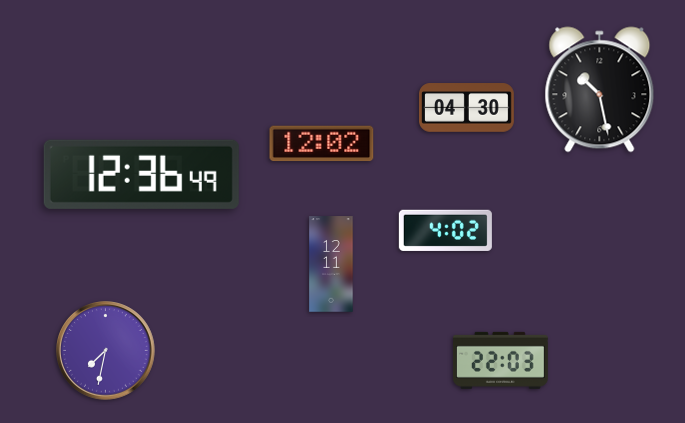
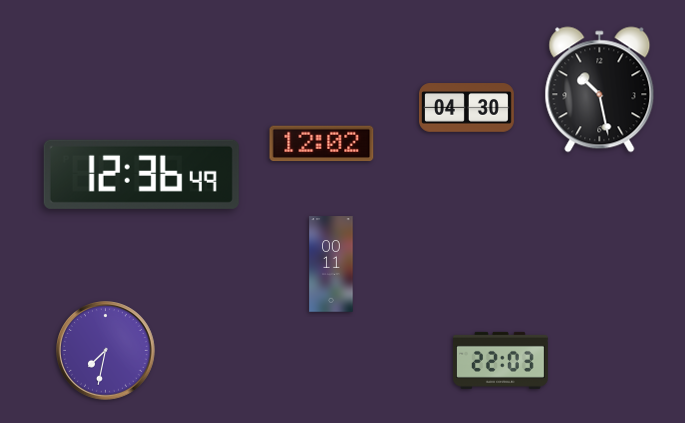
clock at (445, 230): 4:02 -> none
clock at (331, 264): 12:11 -> 00:11
